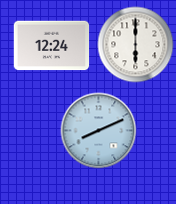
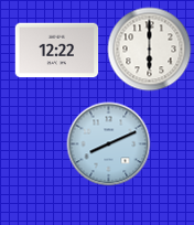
clock at (52, 46): 12:24 -> 12:22
